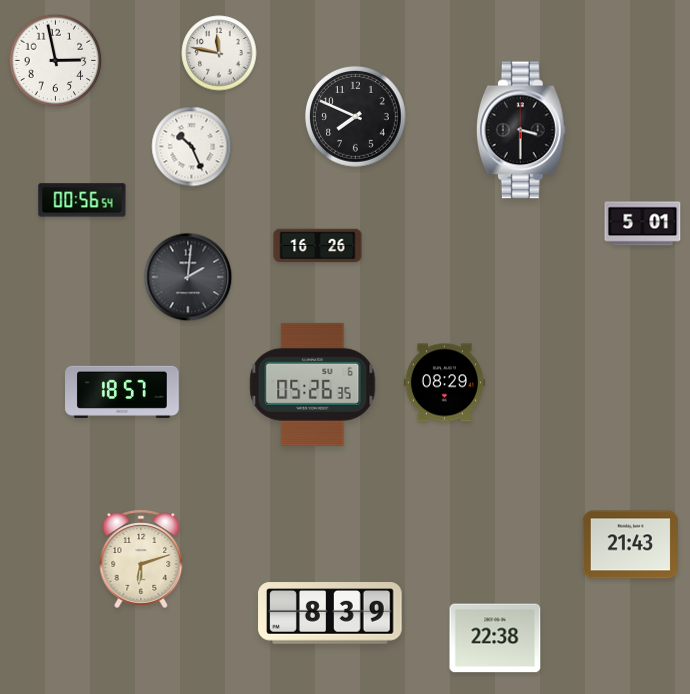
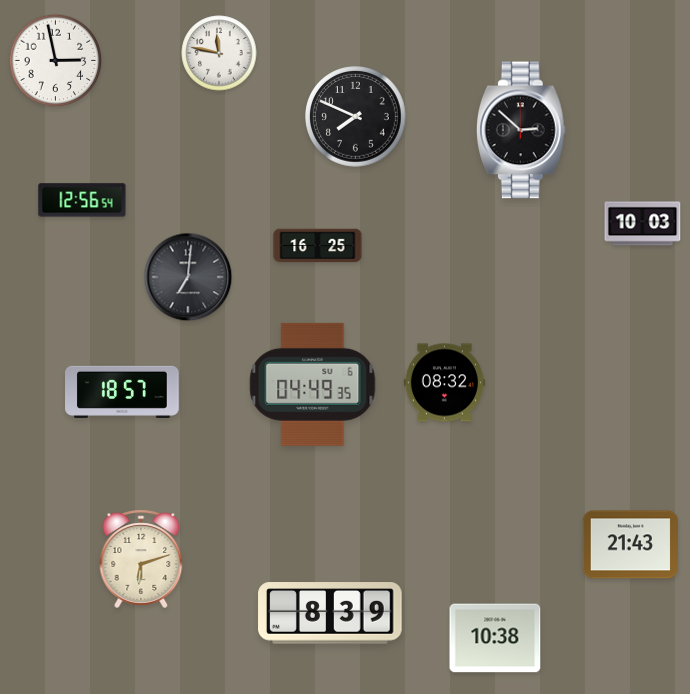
clock at (521, 130): 3:30 -> 2:52
clock at (192, 147): 10:26 -> none
clock at (82, 200): 00:56 -> 12:56
clock at (643, 224): 5:01 -> 10:03
clock at (318, 246): 16:26 -> 16:25
clock at (188, 277): 2:01 -> 7:01
clock at (444, 383): 08:29 -> 08:32
clock at (313, 384): 05:26 -> 04:49
clock at (495, 638): 22:38 -> 10:38
